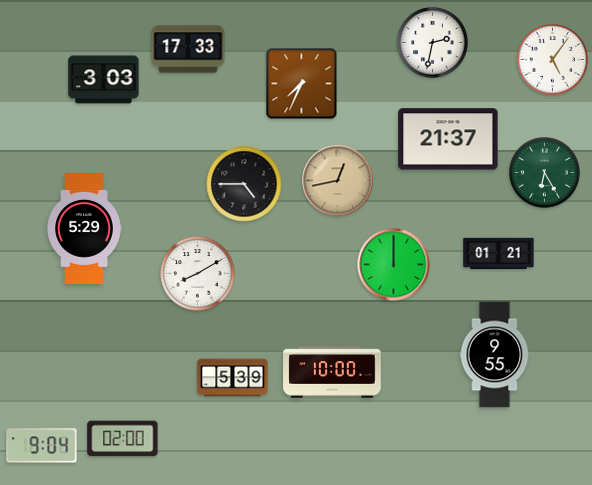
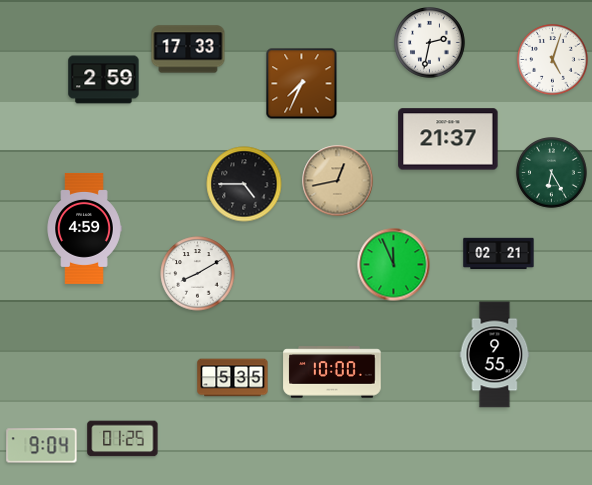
clock at (433, 43) position: (433, 43) -> (430, 43)
clock at (553, 60): 5:06 -> 5:03
clock at (104, 80): 3:03 -> 2:59
clock at (545, 173) position: (545, 173) -> (552, 173)
clock at (84, 228): 5:29 -> 4:59
clock at (499, 254): 01:21 -> 02:21
clock at (394, 265): 12:00 -> 11:56
clock at (233, 378): 5:39 -> 5:35
clock at (123, 439): 02:00 -> 01:25
